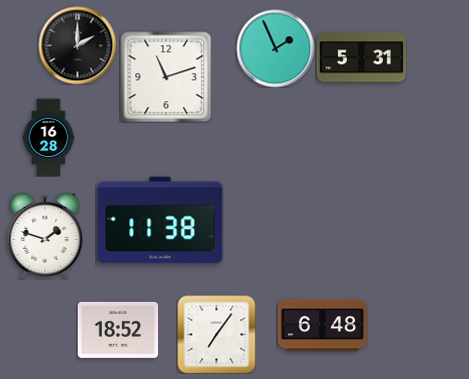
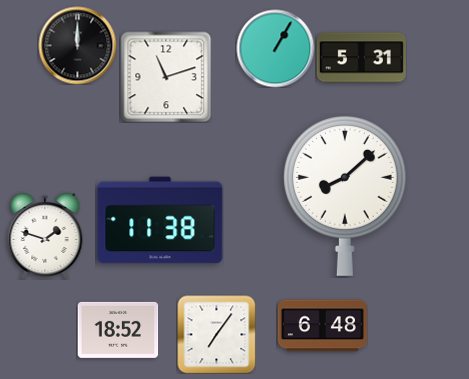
clock at (77, 45): 2:00 -> 12:00
clock at (275, 48): 1:56 -> 1:05
clock at (49, 137): 16:28 -> none
clock at (345, 195): none -> 8:08
